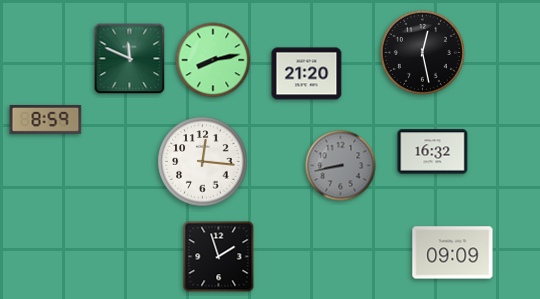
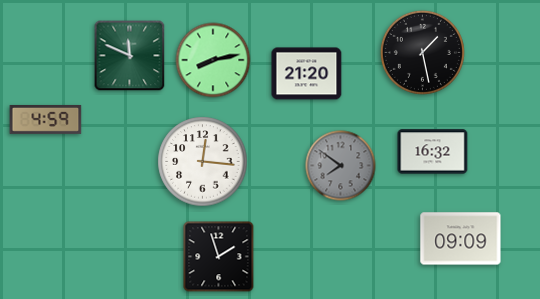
clock at (422, 52): 12:28 -> 1:28
clock at (130, 59) position: (130, 59) -> (130, 56)
clock at (46, 119): 8:59 -> 4:59
clock at (341, 166): 8:43 -> 7:51
clock at (453, 253) position: (453, 253) -> (461, 239)
